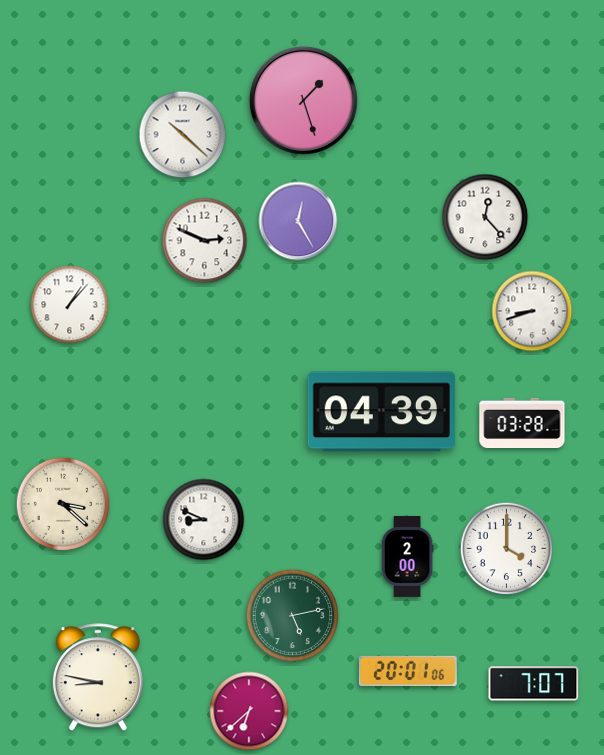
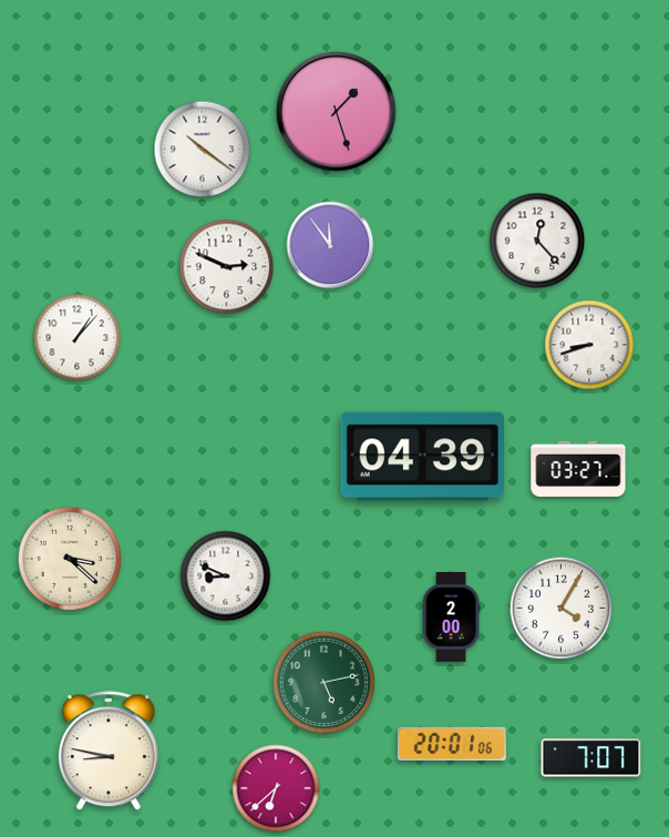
clock at (183, 135): 10:22 -> 10:21
clock at (298, 221): 12:25 -> 11:54
clock at (522, 422): 03:28 -> 03:27
clock at (507, 549): 4:00 -> 4:05
